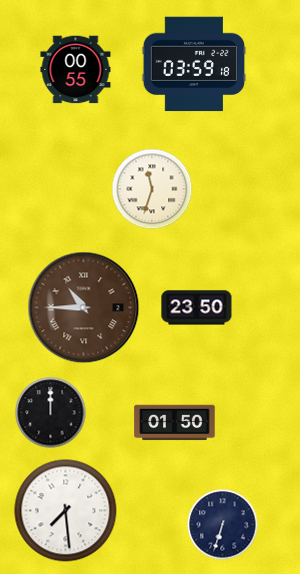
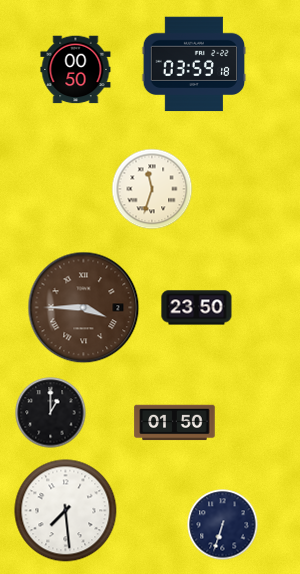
clock at (76, 70): 00:55 -> 00:50
clock at (84, 308): 10:45 -> 3:45
clock at (51, 413): 12:00 -> 1:00
